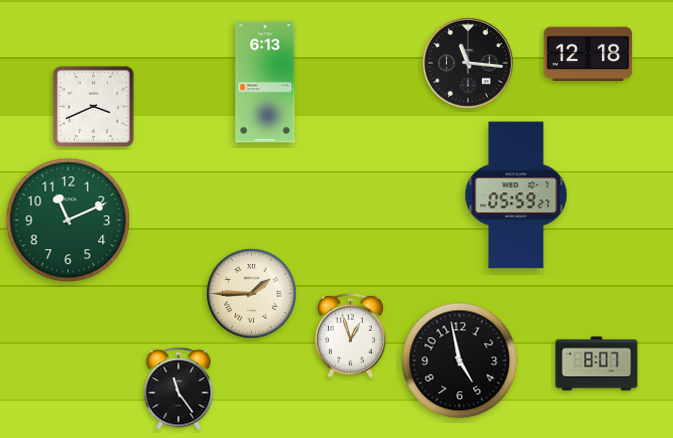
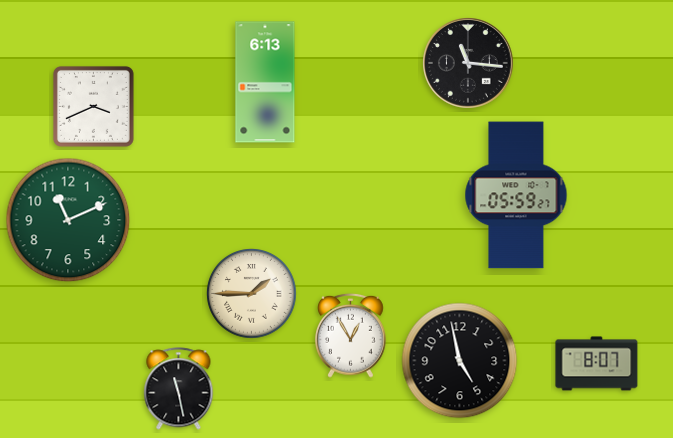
clock at (588, 54): 12:18 -> none
clock at (351, 335): 12:57 -> 12:55
clock at (179, 389): 11:24 -> 11:28
